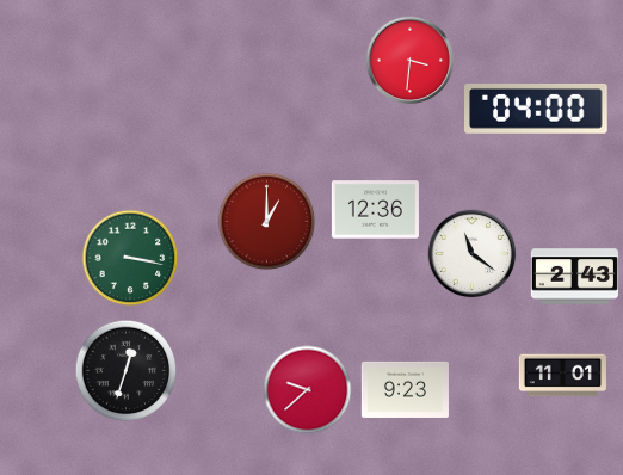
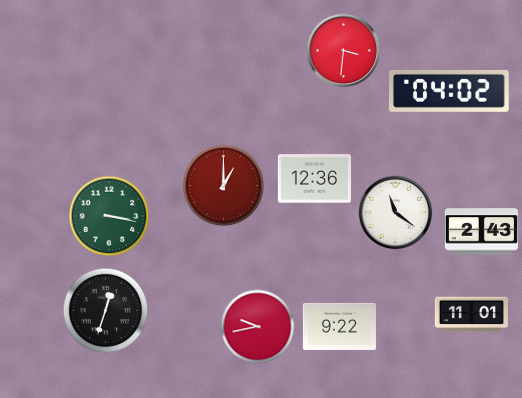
clock at (537, 109): 04:00 -> 04:02
clock at (375, 210) position: (375, 210) -> (314, 179)
clock at (405, 389): 9:23 -> 9:22
clock at (308, 390): 9:38 -> 9:43
